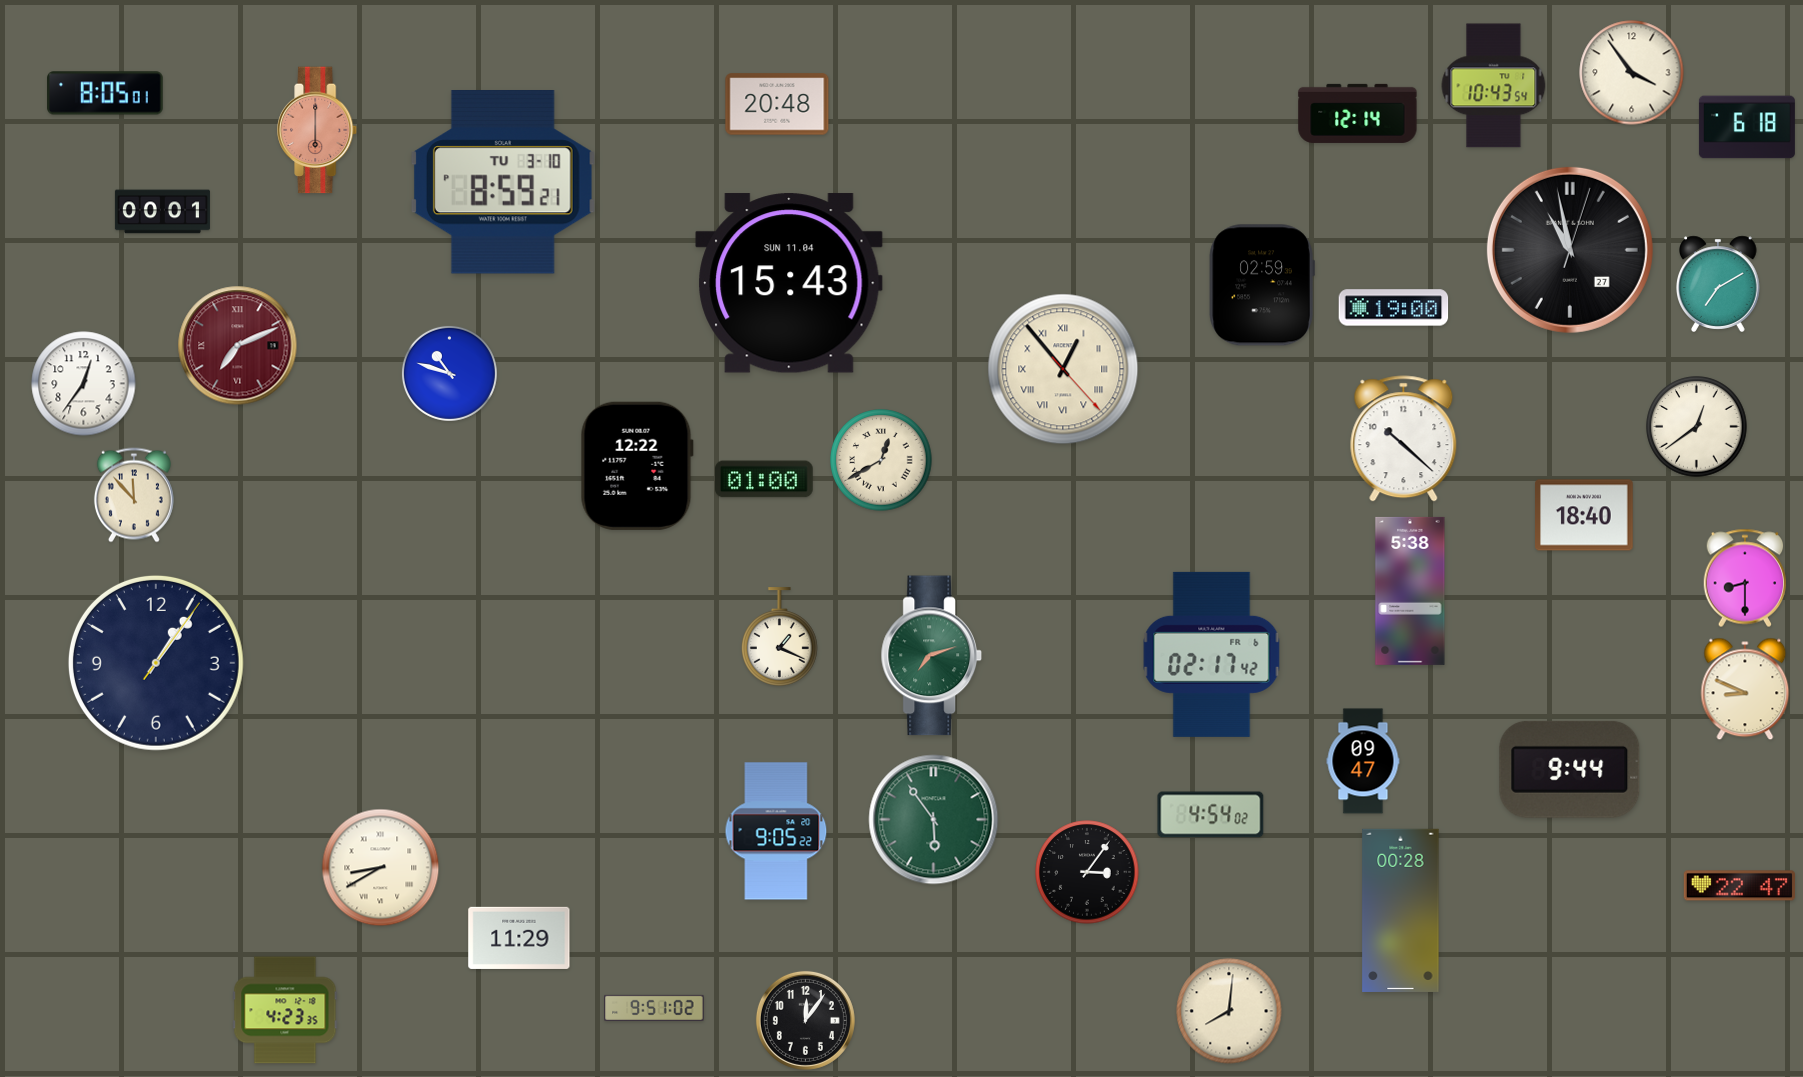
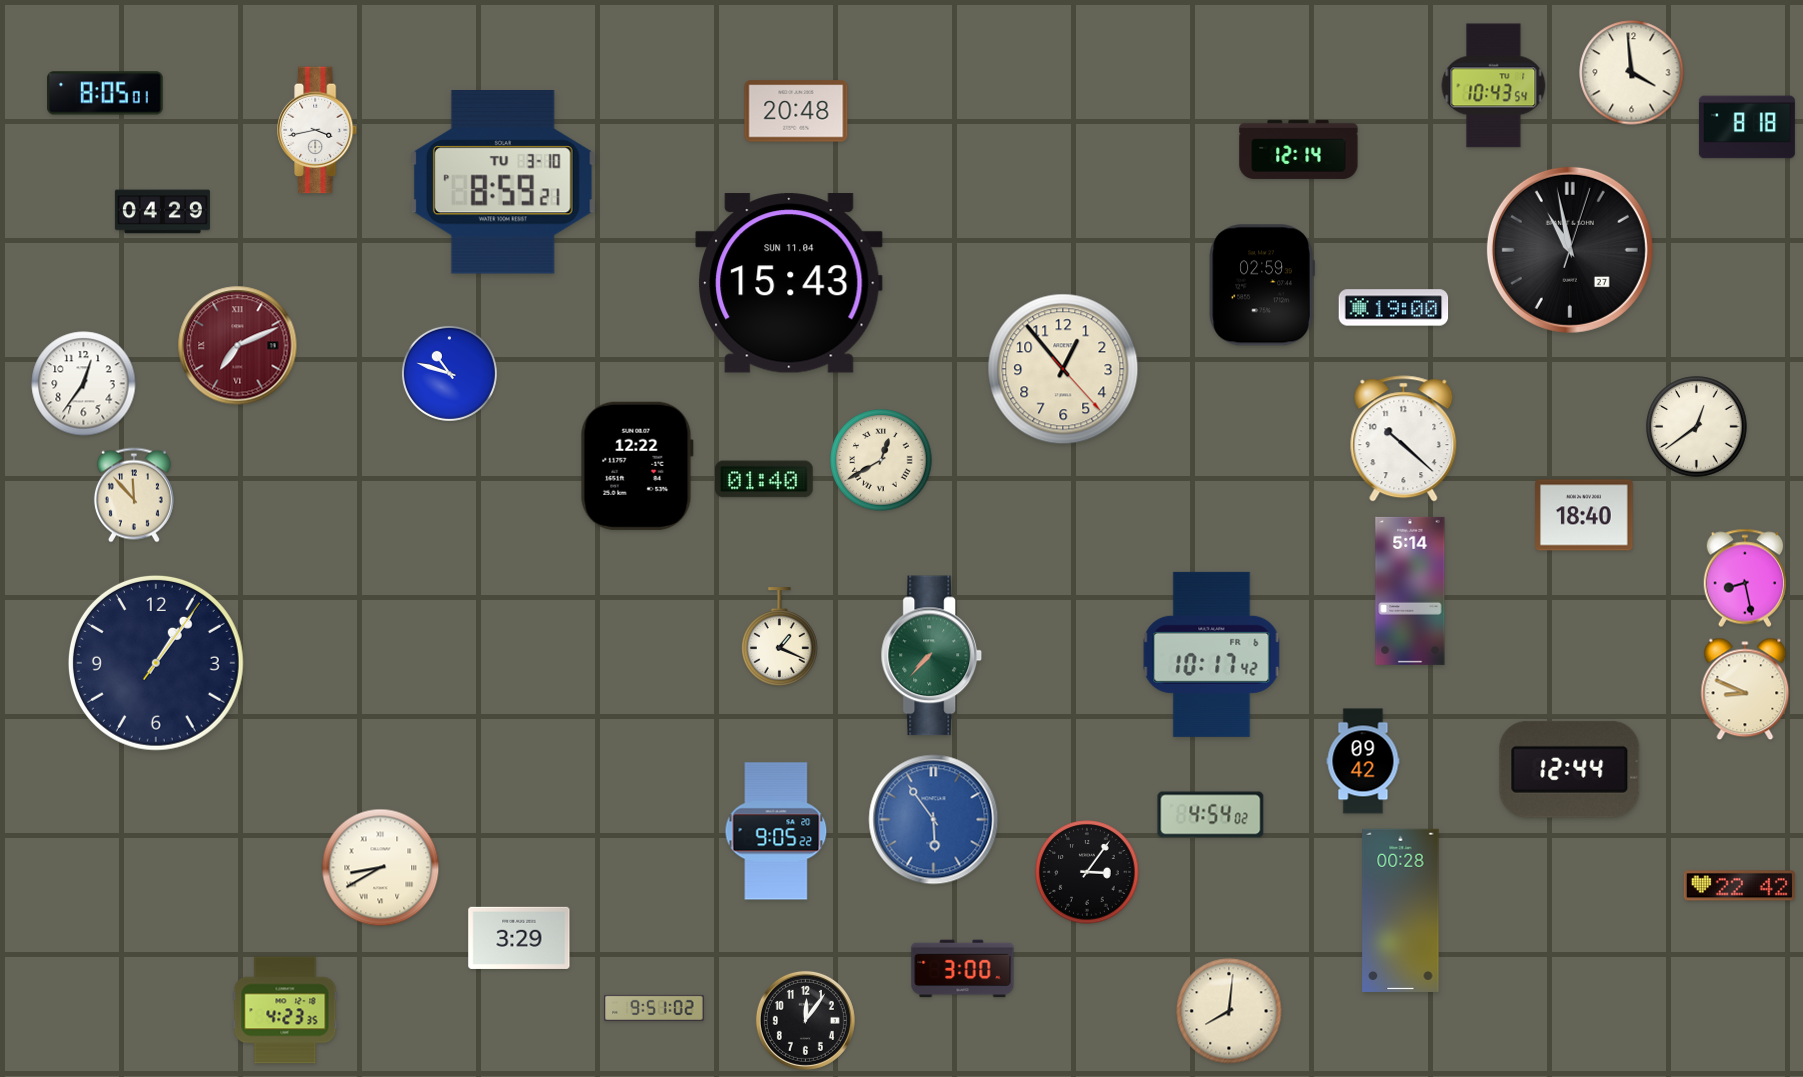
clock at (1632, 73): 3:54 -> 3:59
clock at (777, 104) position: (777, 104) -> (796, 111)
clock at (1358, 113) position: (1358, 113) -> (1299, 149)
clock at (1747, 127): 6:18 -> 8:18
clock at (318, 130): 6:00 -> 3:43
clock at (318, 130) dial: salmon -> white
clock at (162, 212): 00:01 -> 04:29
clock at (1719, 284): 7:10 -> none
clock at (1063, 369) numerals: Roman -> Arabic
clock at (765, 479): 01:00 -> 01:40
clock at (1745, 578): 8:30 -> 8:28
clock at (1410, 591): 5:38 -> 5:14
clock at (1212, 654): 02:17 -> 10:17
clock at (932, 656): 7:12 -> 7:37
clock at (1363, 761): 09:47 -> 09:42
clock at (1570, 769): 9:44 -> 12:44
clock at (934, 820) dial: green -> blue
clock at (1739, 886): 22:47 -> 22:42
clock at (519, 938): 11:29 -> 3:29
clock at (963, 969): none -> 3:00
